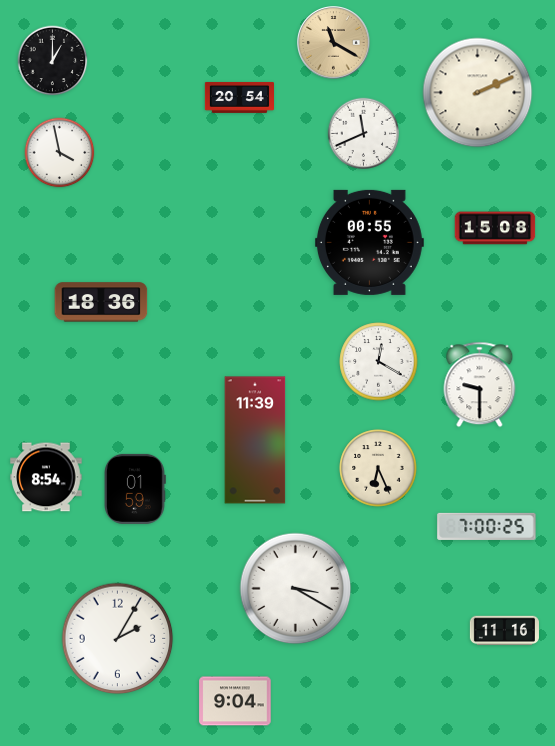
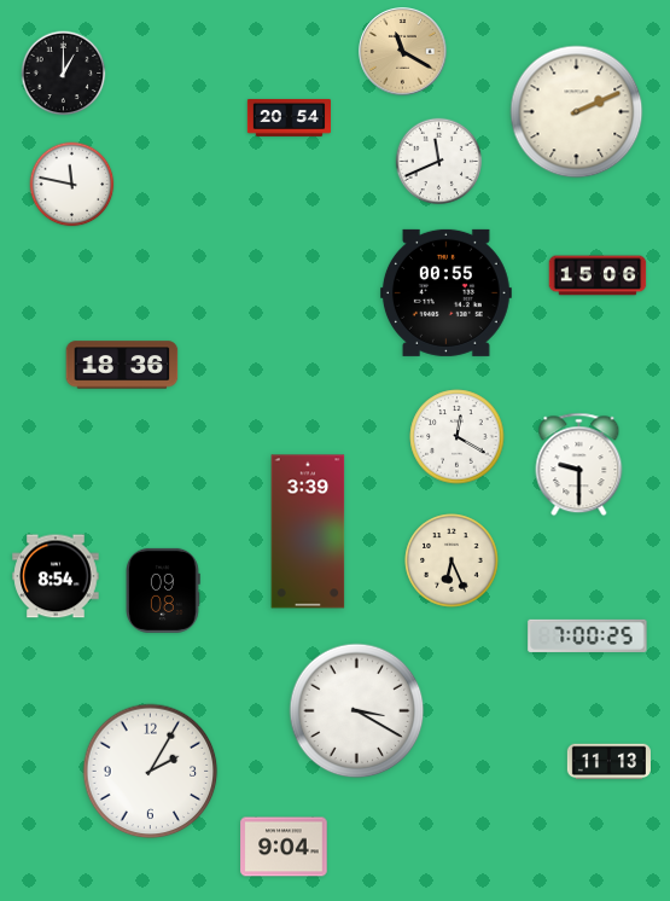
clock at (60, 153): 3:58 -> 11:47
clock at (495, 228): 15:08 -> 15:06
clock at (255, 440): 11:39 -> 3:39
clock at (378, 468) position: (378, 468) -> (451, 560)
clock at (135, 489): 01:59 -> 09:08
clock at (504, 631): 11:16 -> 11:13
clock at (118, 639) position: (118, 639) -> (151, 772)
